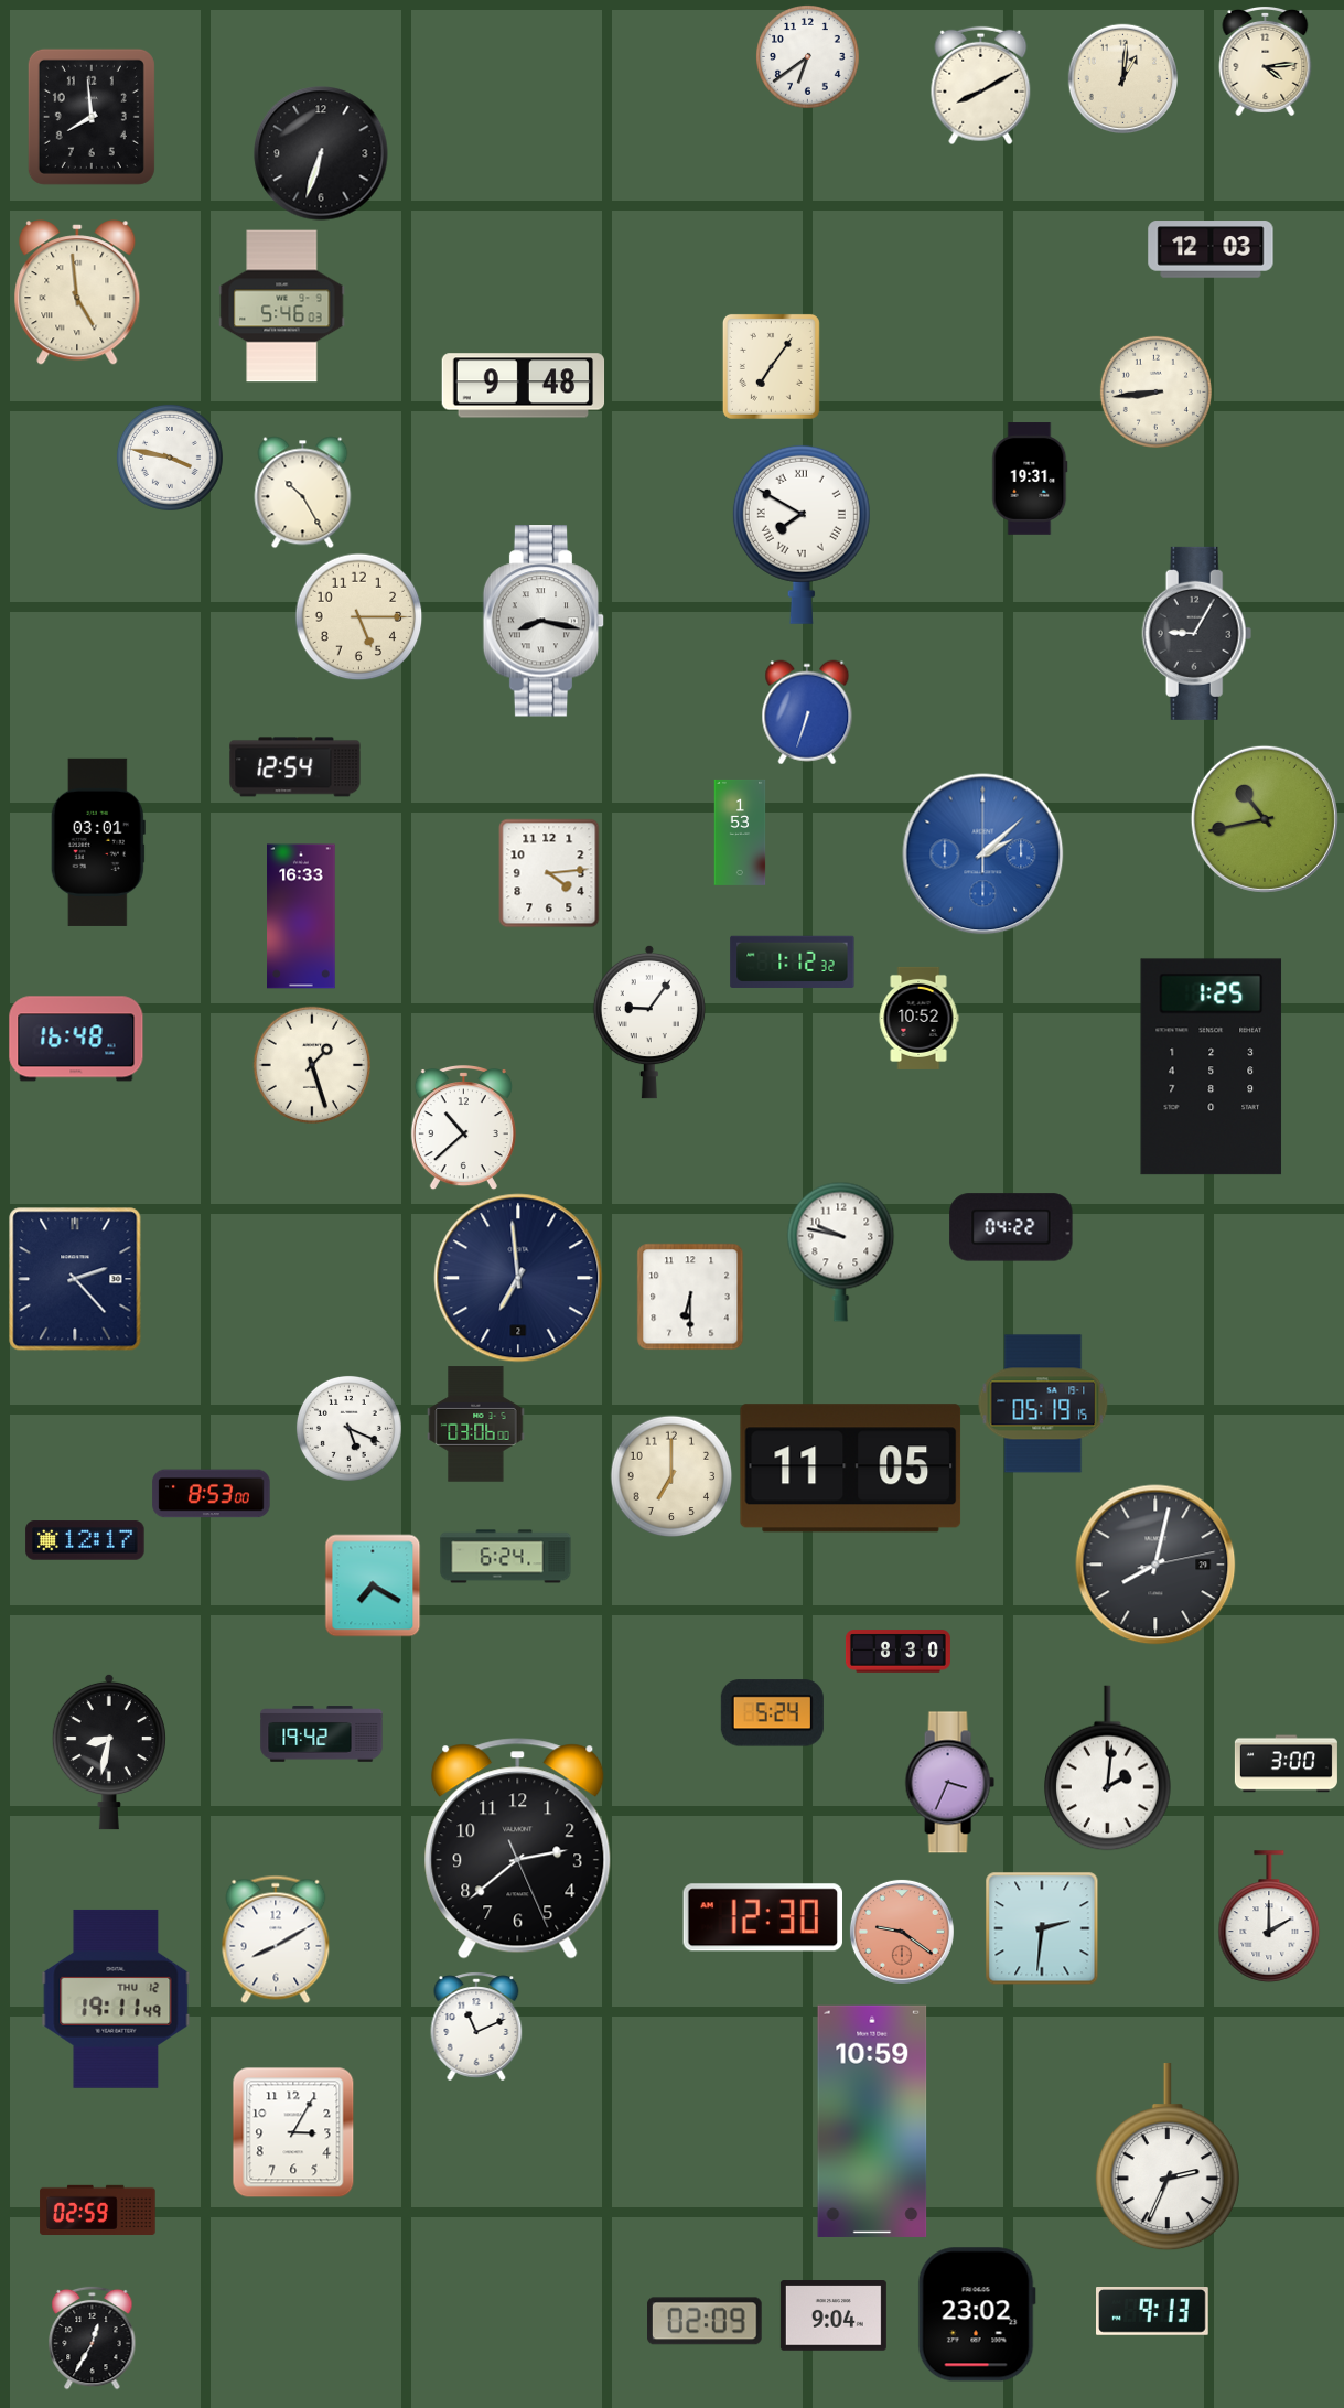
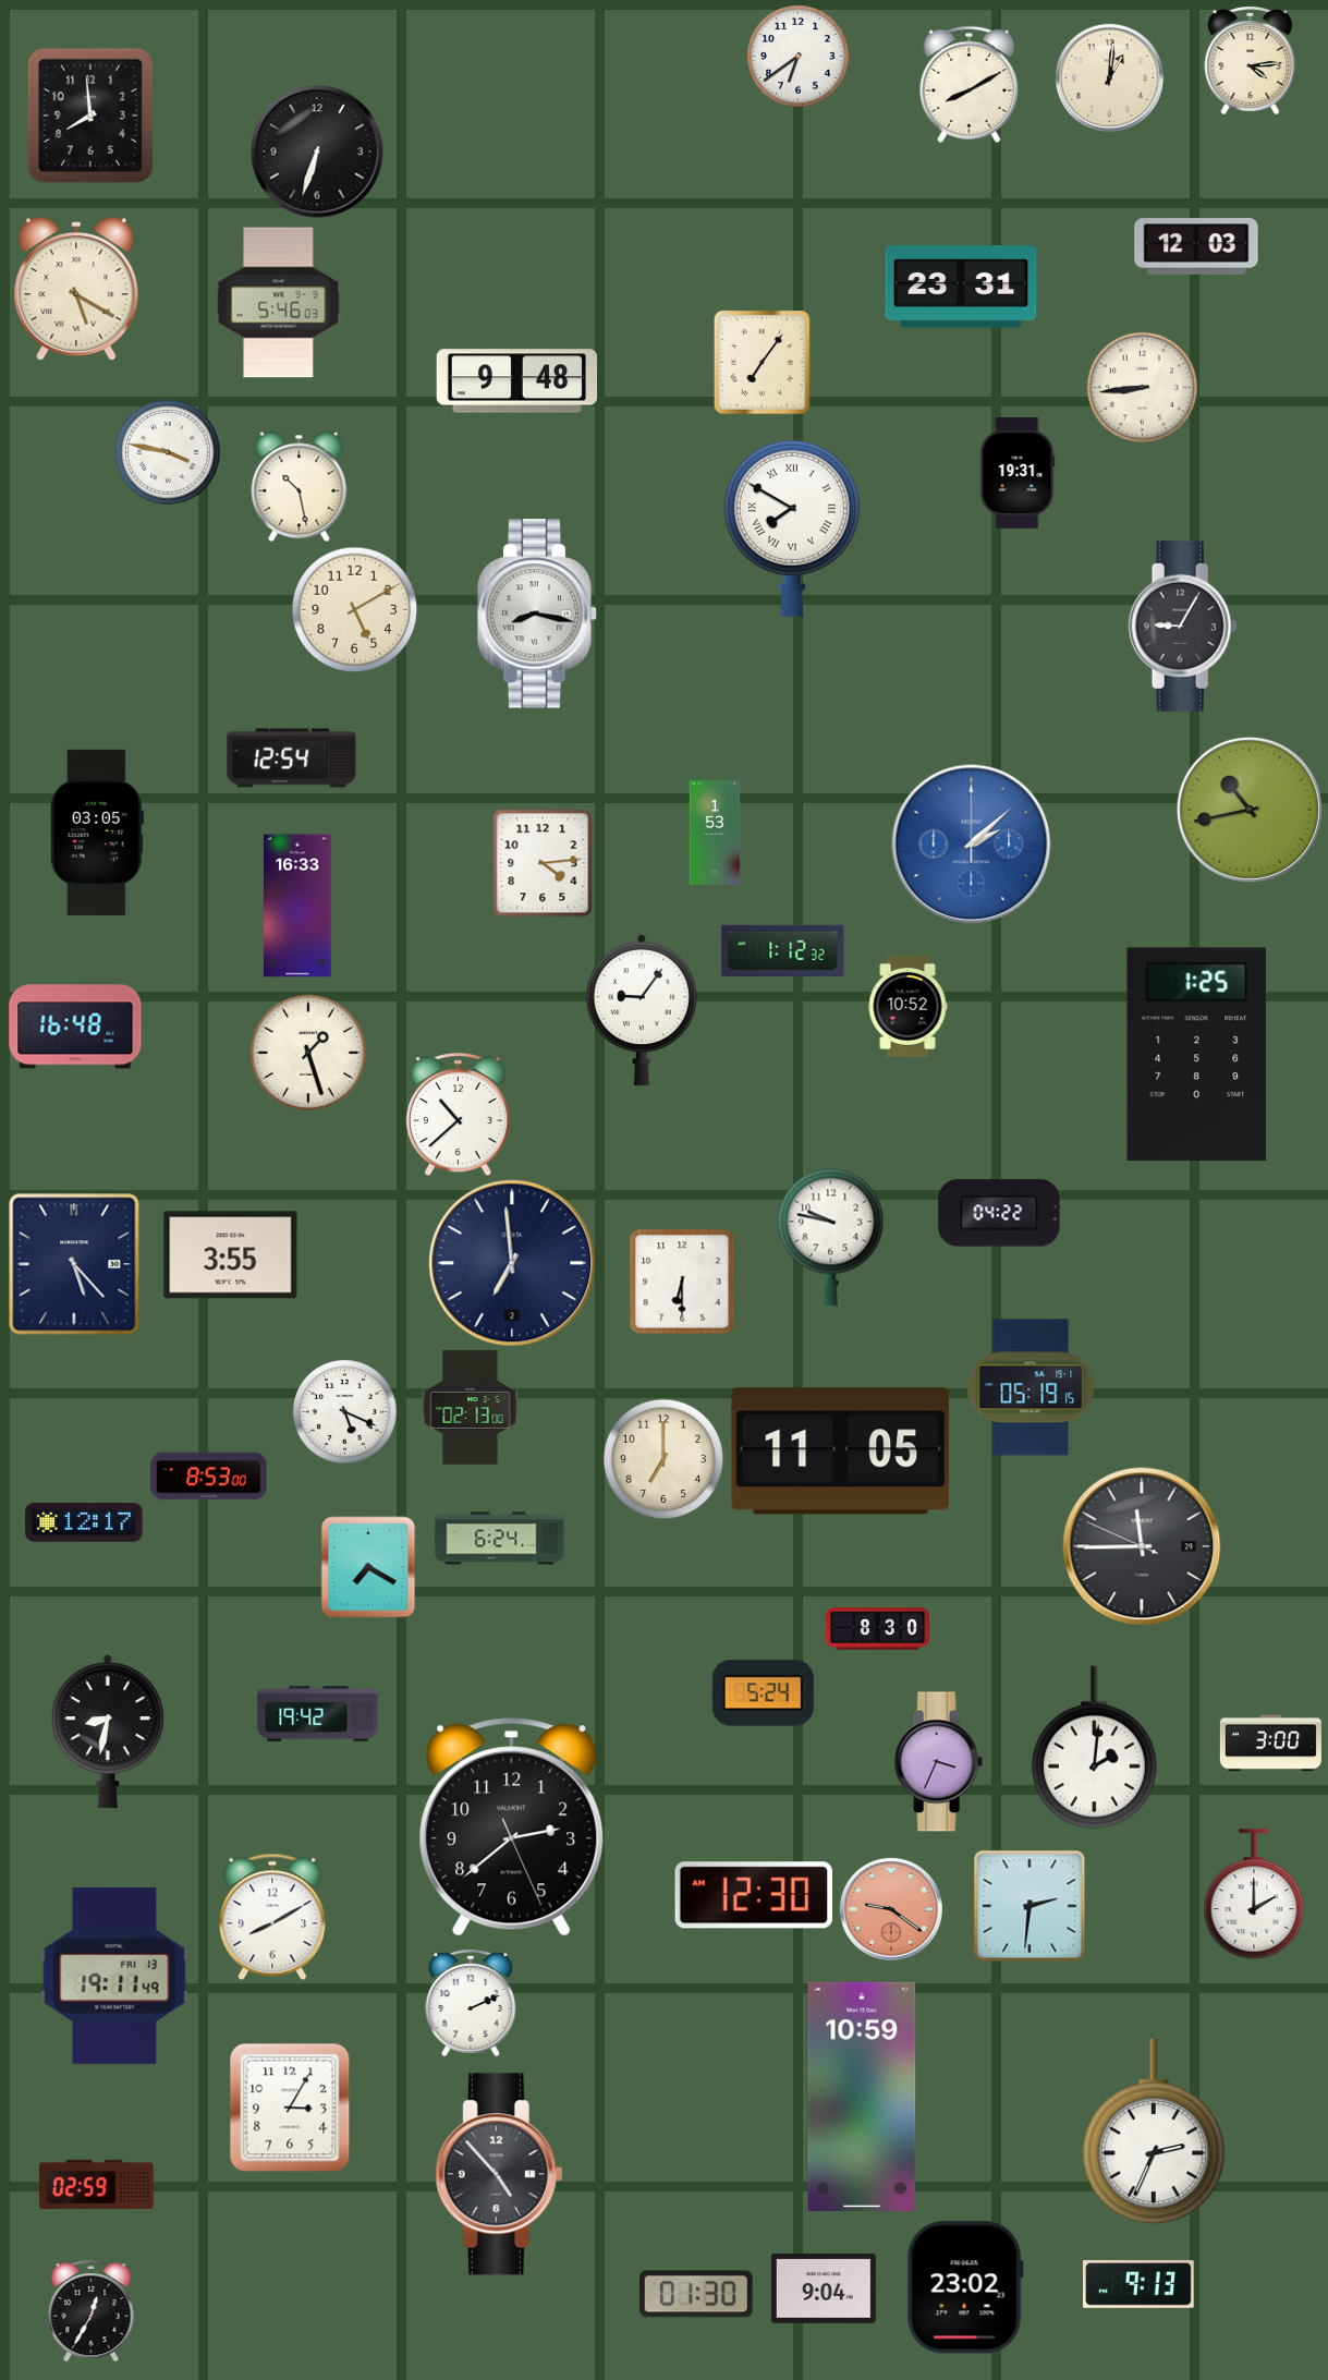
clock at (961, 287): none -> 23:31
clock at (77, 292): 4:59 -> 5:20
clock at (303, 492): 10:25 -> 10:28
clock at (358, 616): 5:15 -> 5:10
clock at (807, 712): 6:33 -> none
clock at (740, 832) position: (740, 832) -> (715, 833)
clock at (98, 842): 03:01 -> 03:05
clock at (231, 1255): none -> 3:55
clock at (75, 1279): 2:23 -> 5:23
clock at (476, 1425): 03:06 -> 02:13
clock at (1155, 1565): 8:02 -> 11:44
clock at (897, 1652) position: (897, 1652) -> (877, 1629)
clock at (116, 1999) date: THU 12 -> FRI 13
clock at (476, 2027): 11:11 -> 2:11
clock at (499, 2174): none -> 4:53
clock at (706, 2321): 02:09 -> 01:30
